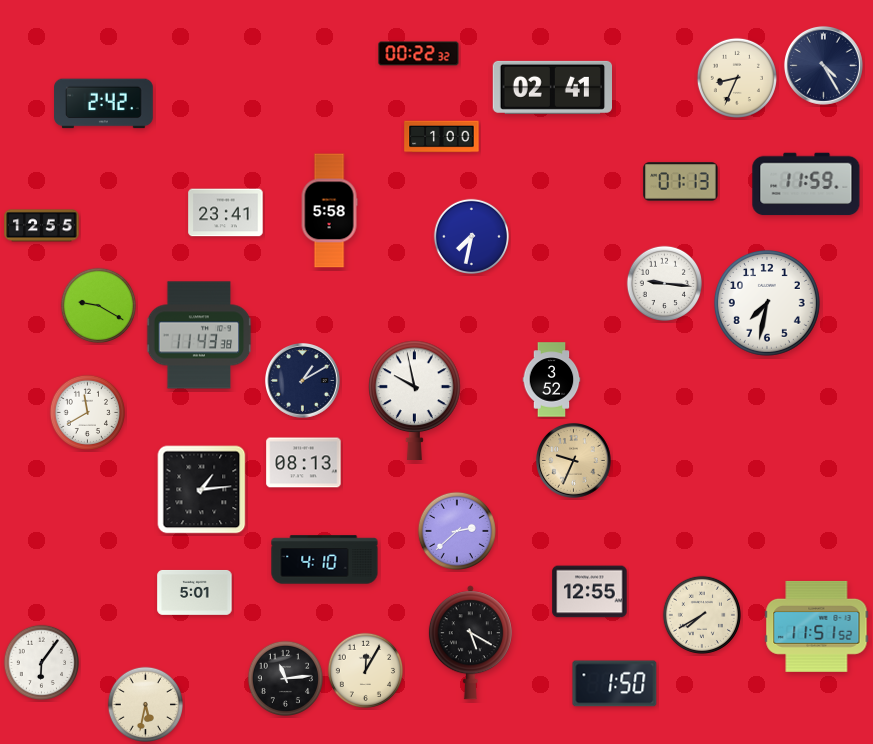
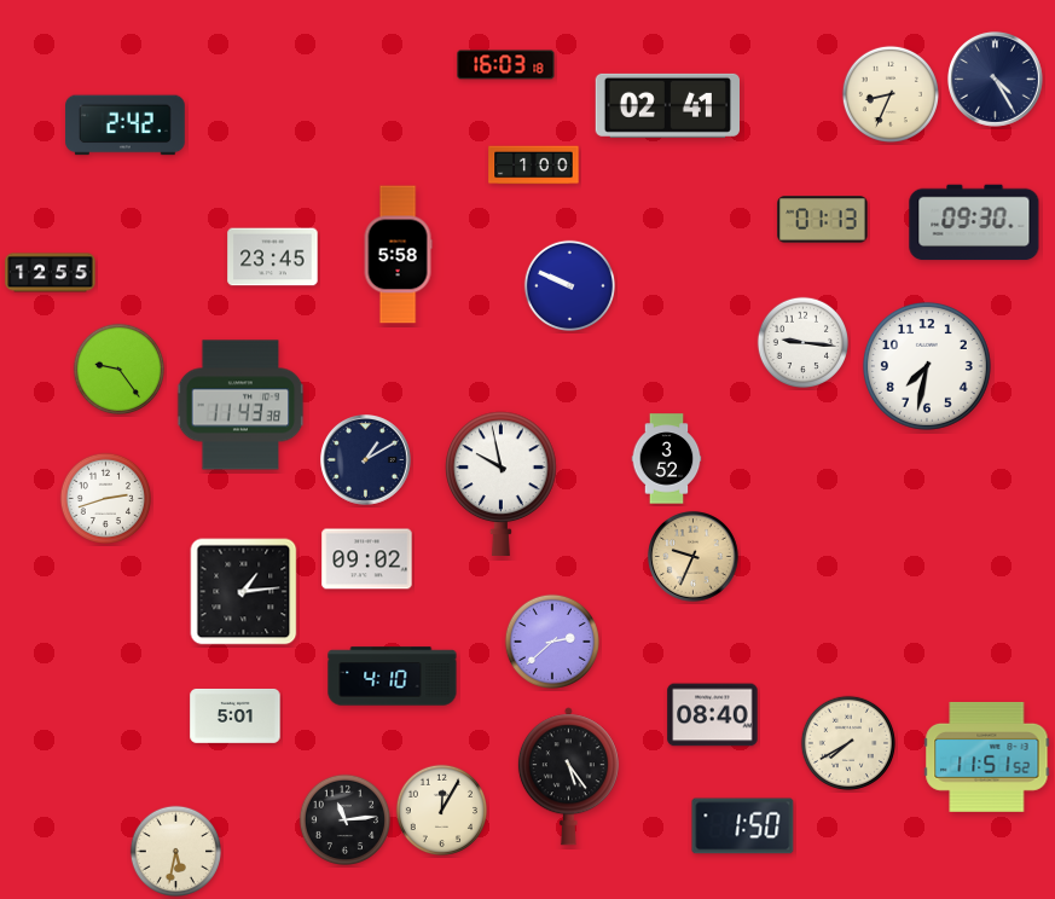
clock at (419, 54): 00:22 -> 16:03
clock at (806, 184): 11:59 -> 09:30
clock at (226, 213): 23:41 -> 23:45
clock at (471, 236): 7:32 -> 9:49
clock at (98, 305): 9:20 -> 9:24
clock at (87, 412): 11:40 -> 2:42
clock at (304, 463): 08:13 -> 09:02
clock at (590, 592): 12:55 -> 08:40
clock at (470, 643): 5:20 -> 5:24
clock at (41, 662): 6:06 -> none
